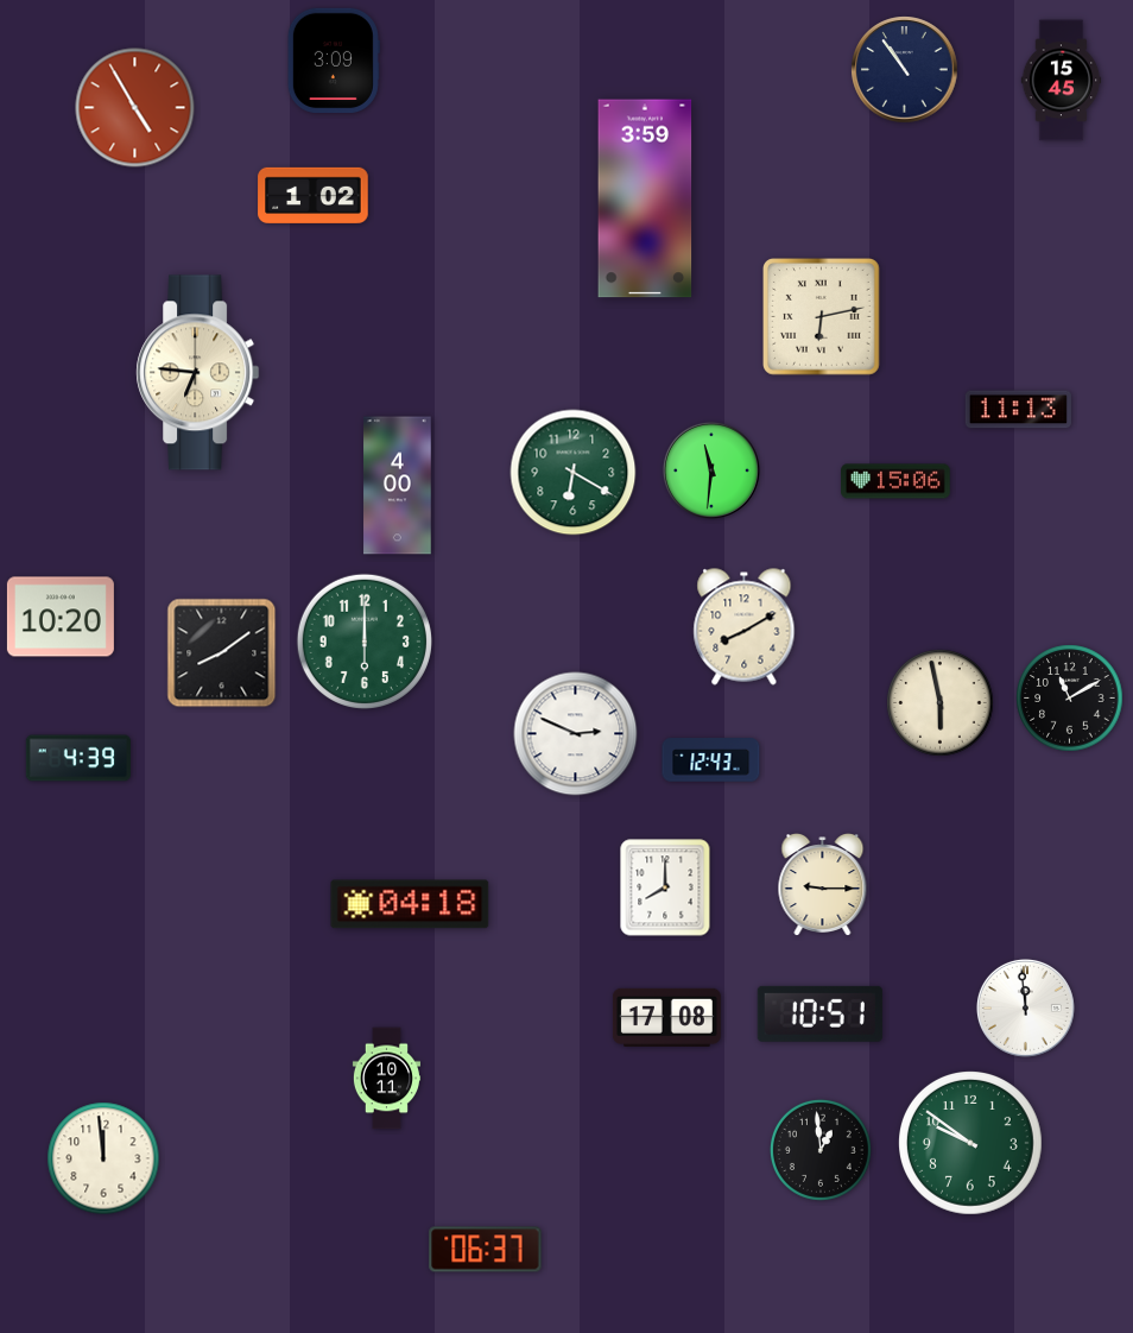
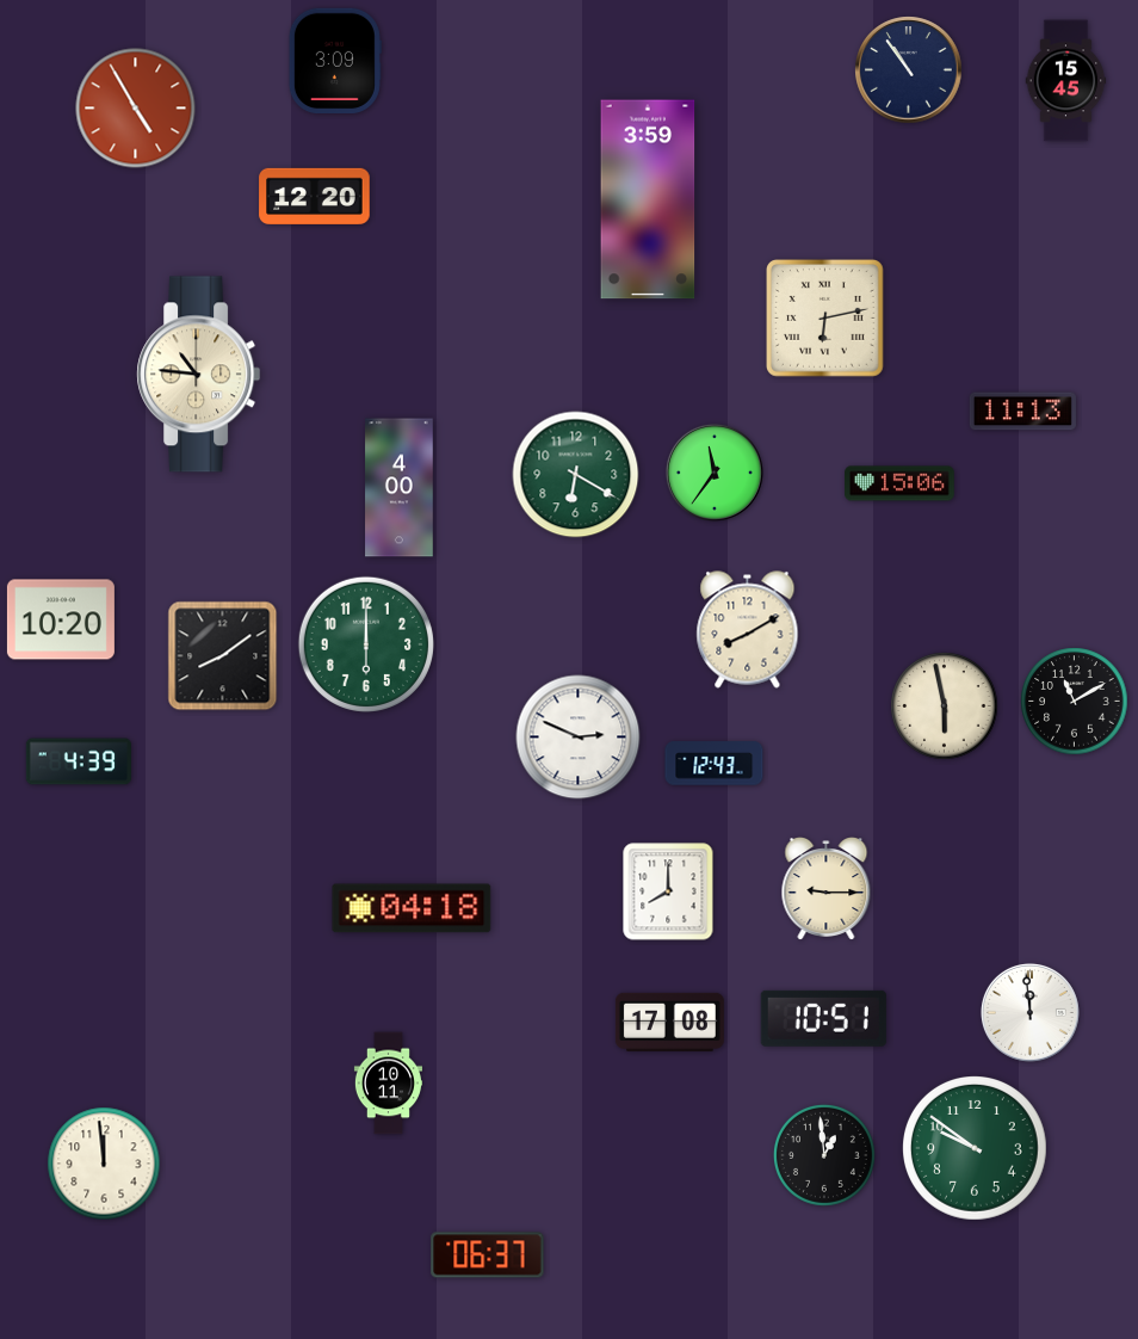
clock at (314, 195): 1:02 -> 12:20
clock at (198, 373): 6:46 -> 10:46
clock at (711, 470): 11:31 -> 11:36
